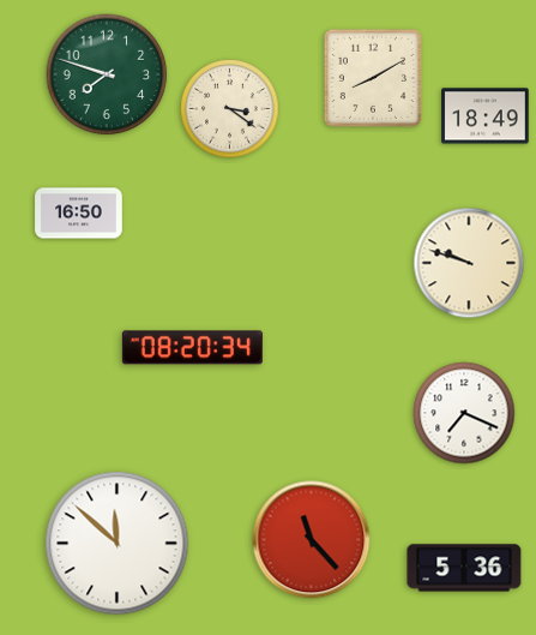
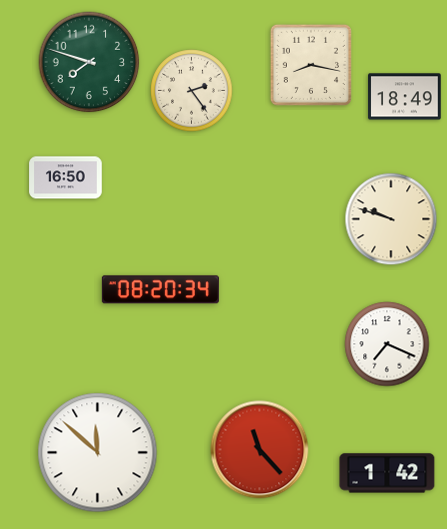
clock at (373, 78): 8:10 -> 8:17
clock at (230, 109): 3:21 -> 2:24
clock at (464, 568): 5:36 -> 1:42
